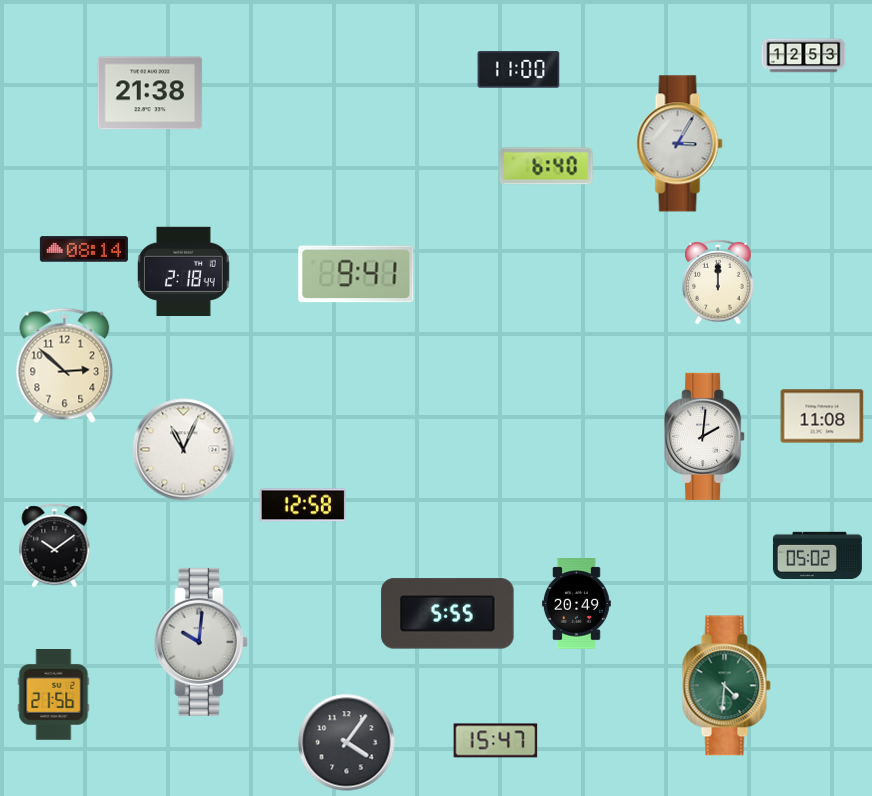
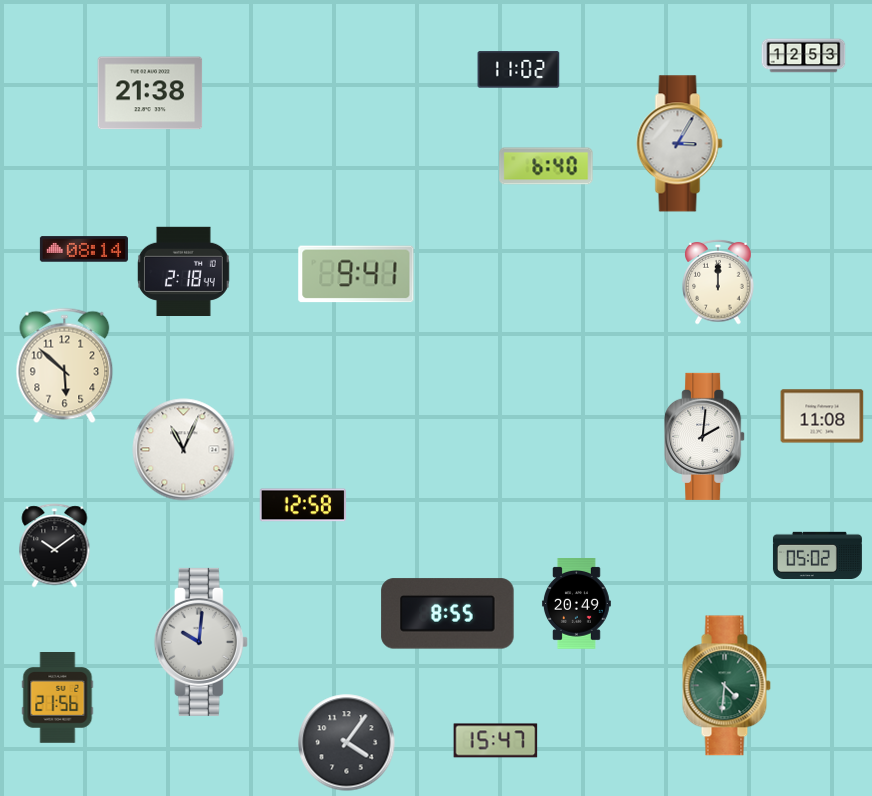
clock at (519, 70): 11:00 -> 11:02
clock at (65, 366): 2:52 -> 5:52
clock at (448, 614): 5:55 -> 8:55
clock at (54, 695) position: (54, 695) -> (58, 698)
